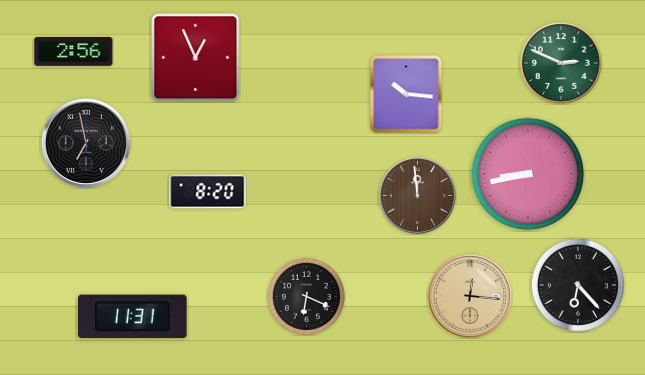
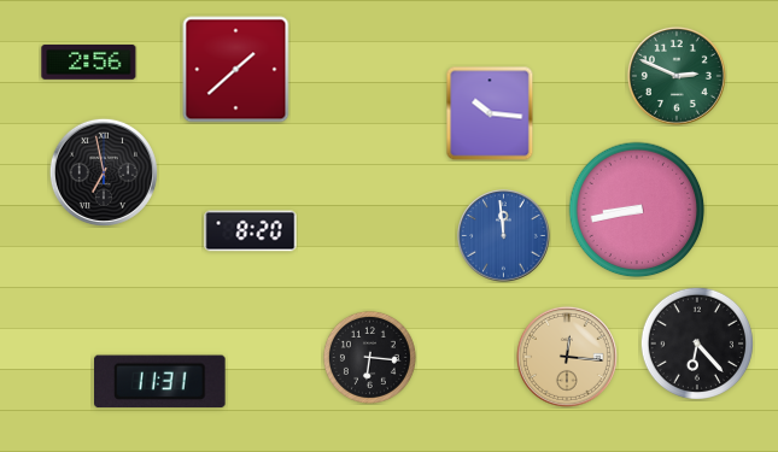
clock at (196, 58): 12:56 -> 1:38
clock at (418, 196) dial: brown -> blue
clock at (306, 296): 6:19 -> 6:16
